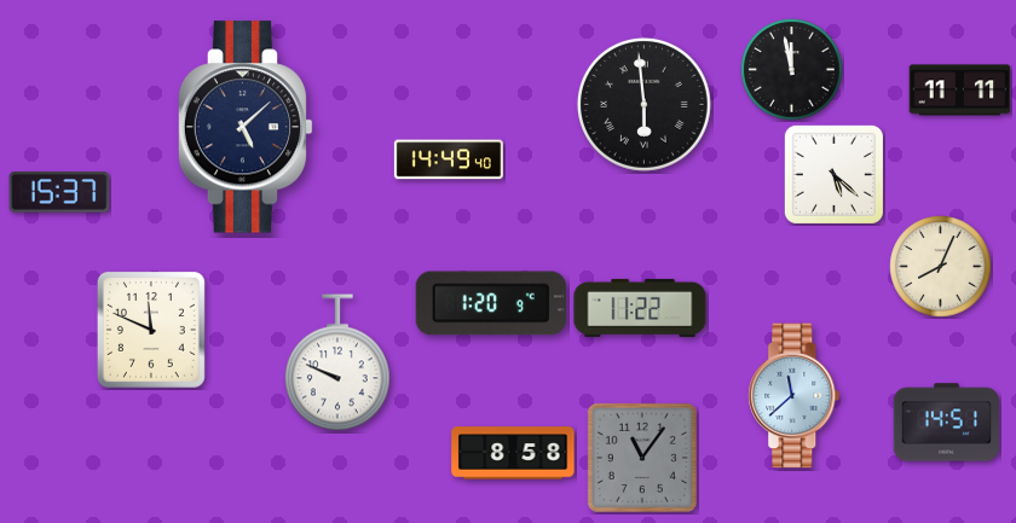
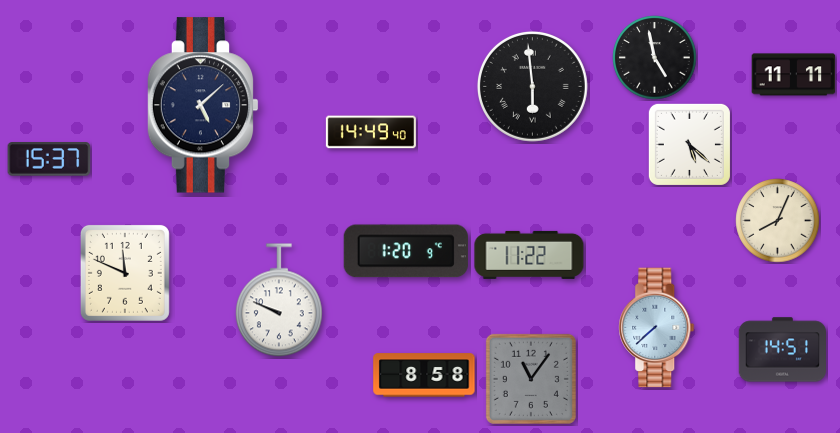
clock at (792, 70): 11:58 -> 4:58
clock at (795, 396): 11:38 -> 7:38
